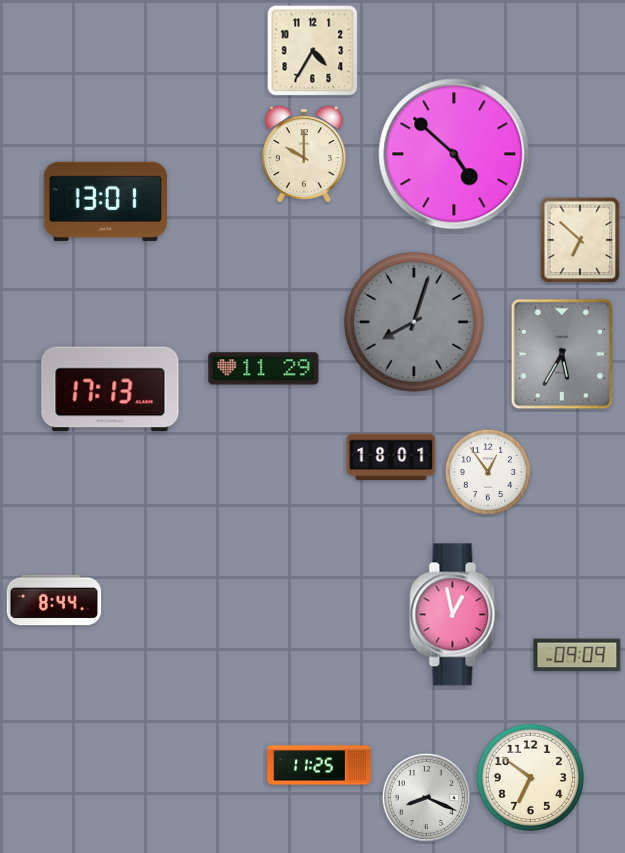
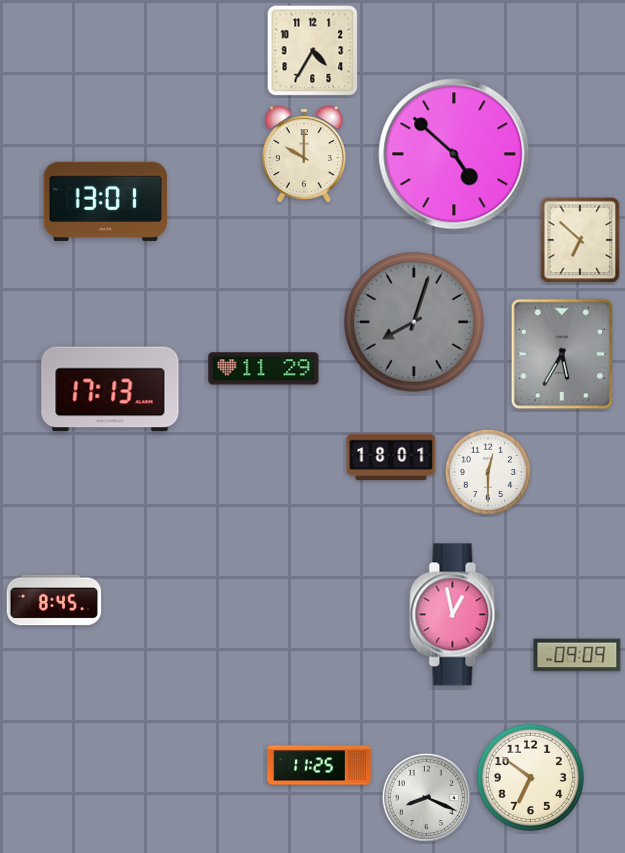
clock at (488, 472): 12:54 -> 12:30
clock at (54, 600): 8:44 -> 8:45
